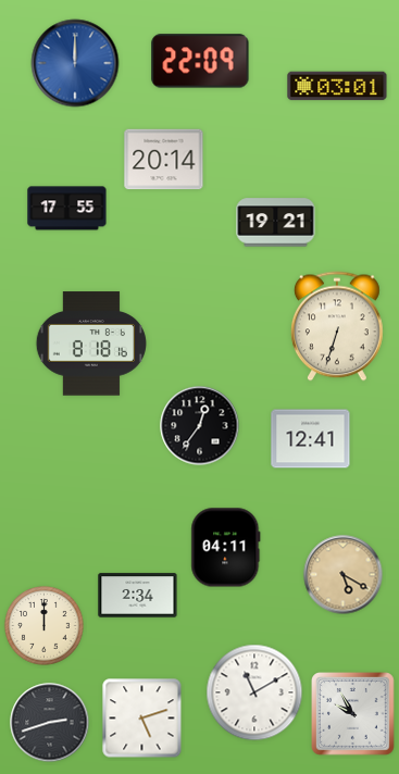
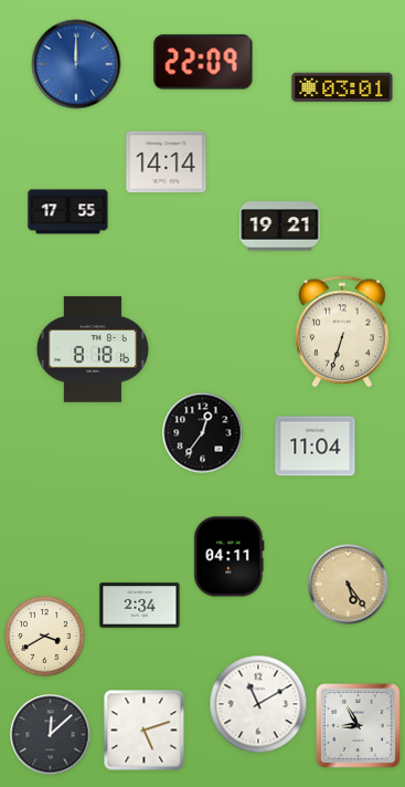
clock at (164, 160): 20:14 -> 14:14
clock at (311, 439): 12:41 -> 11:04
clock at (344, 575): 5:20 -> 5:24
clock at (45, 626): 12:00 -> 3:40
clock at (353, 714): 9:55 -> 8:55
clock at (50, 723): 2:42 -> 12:08
